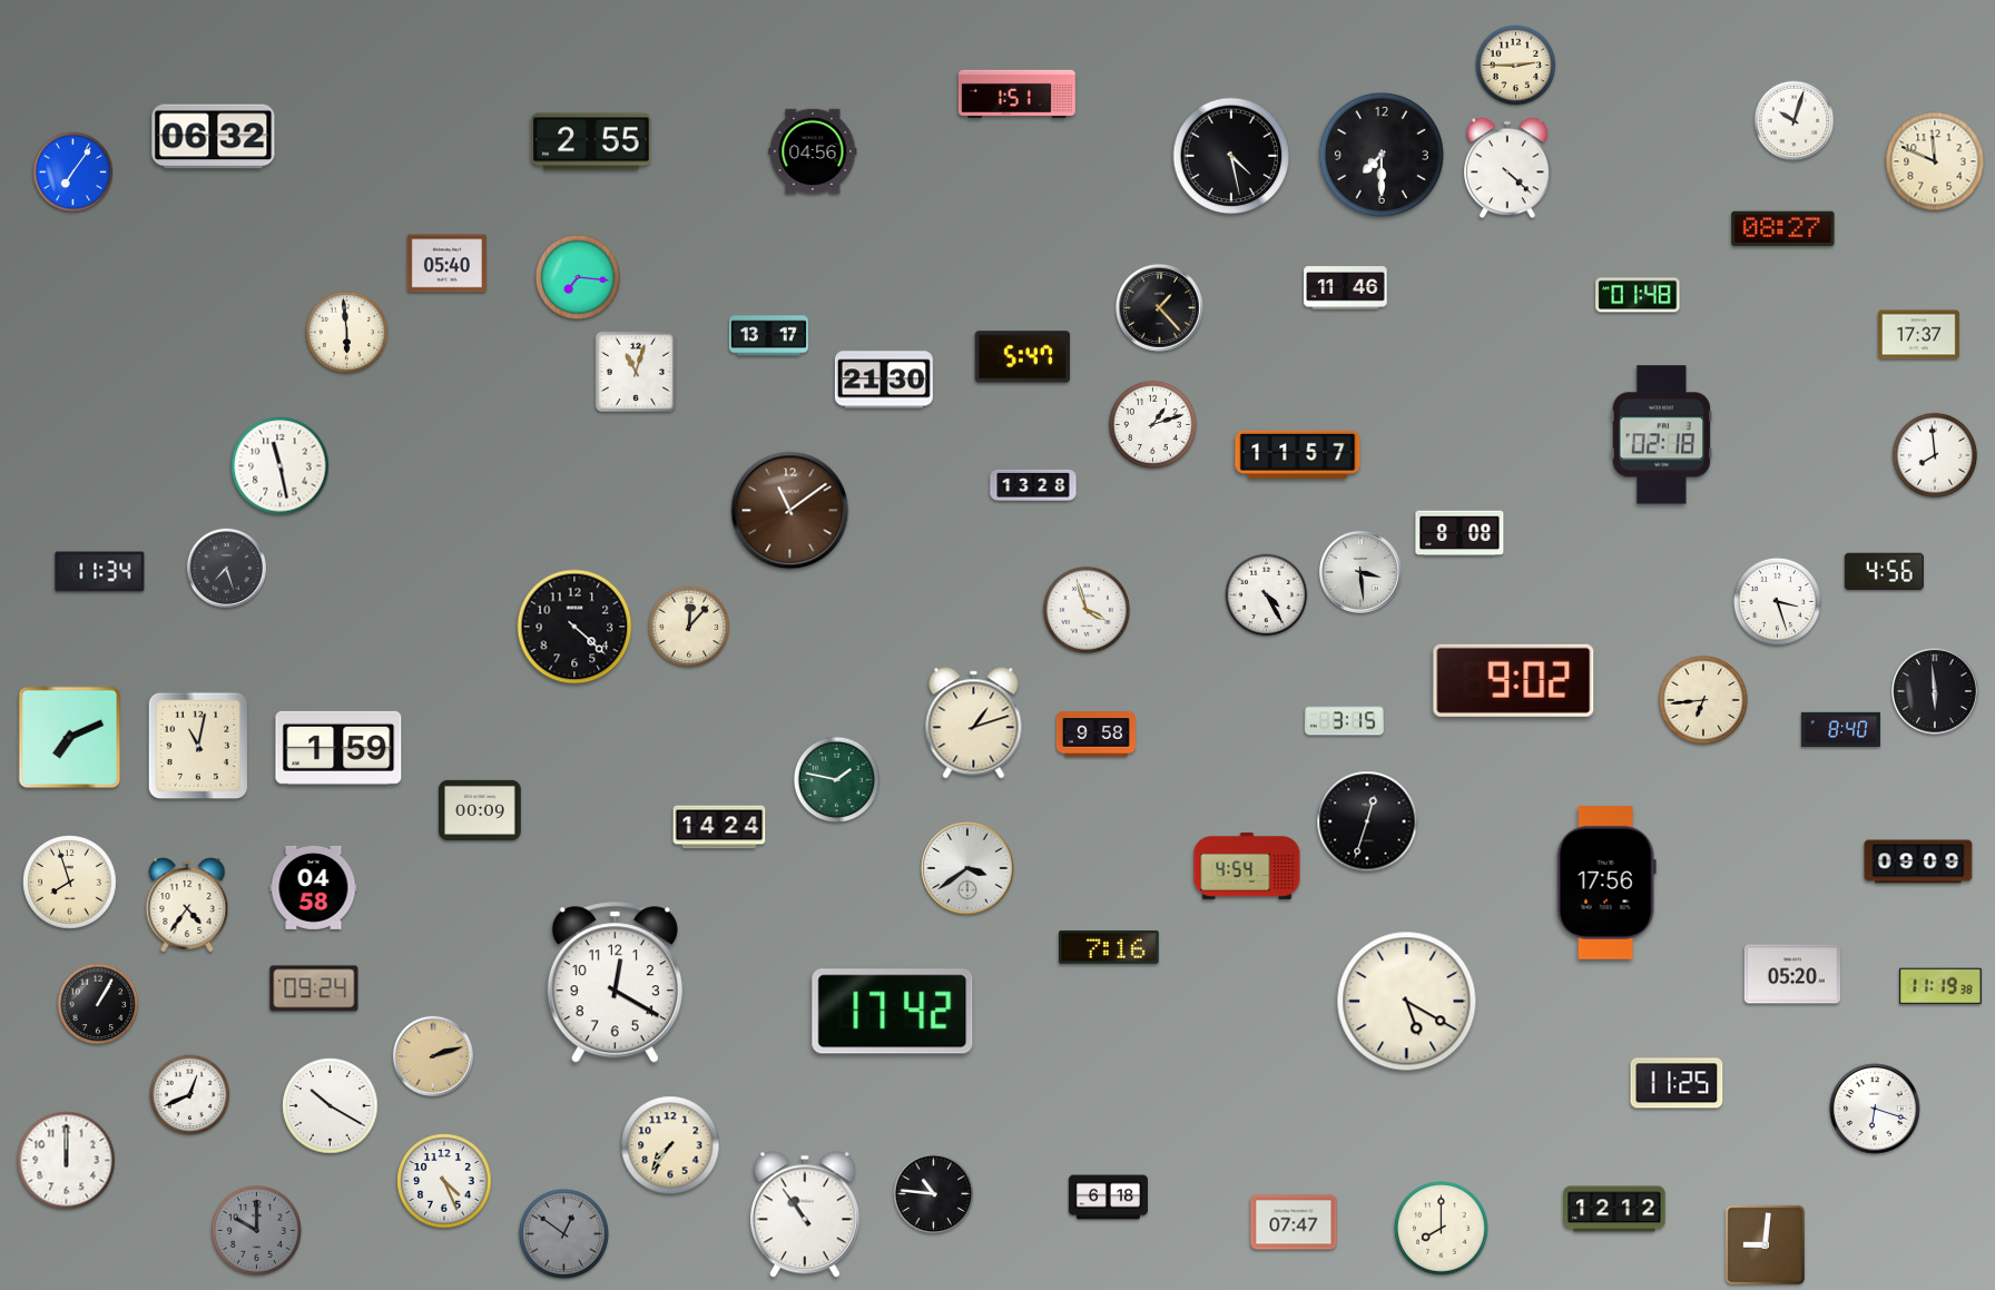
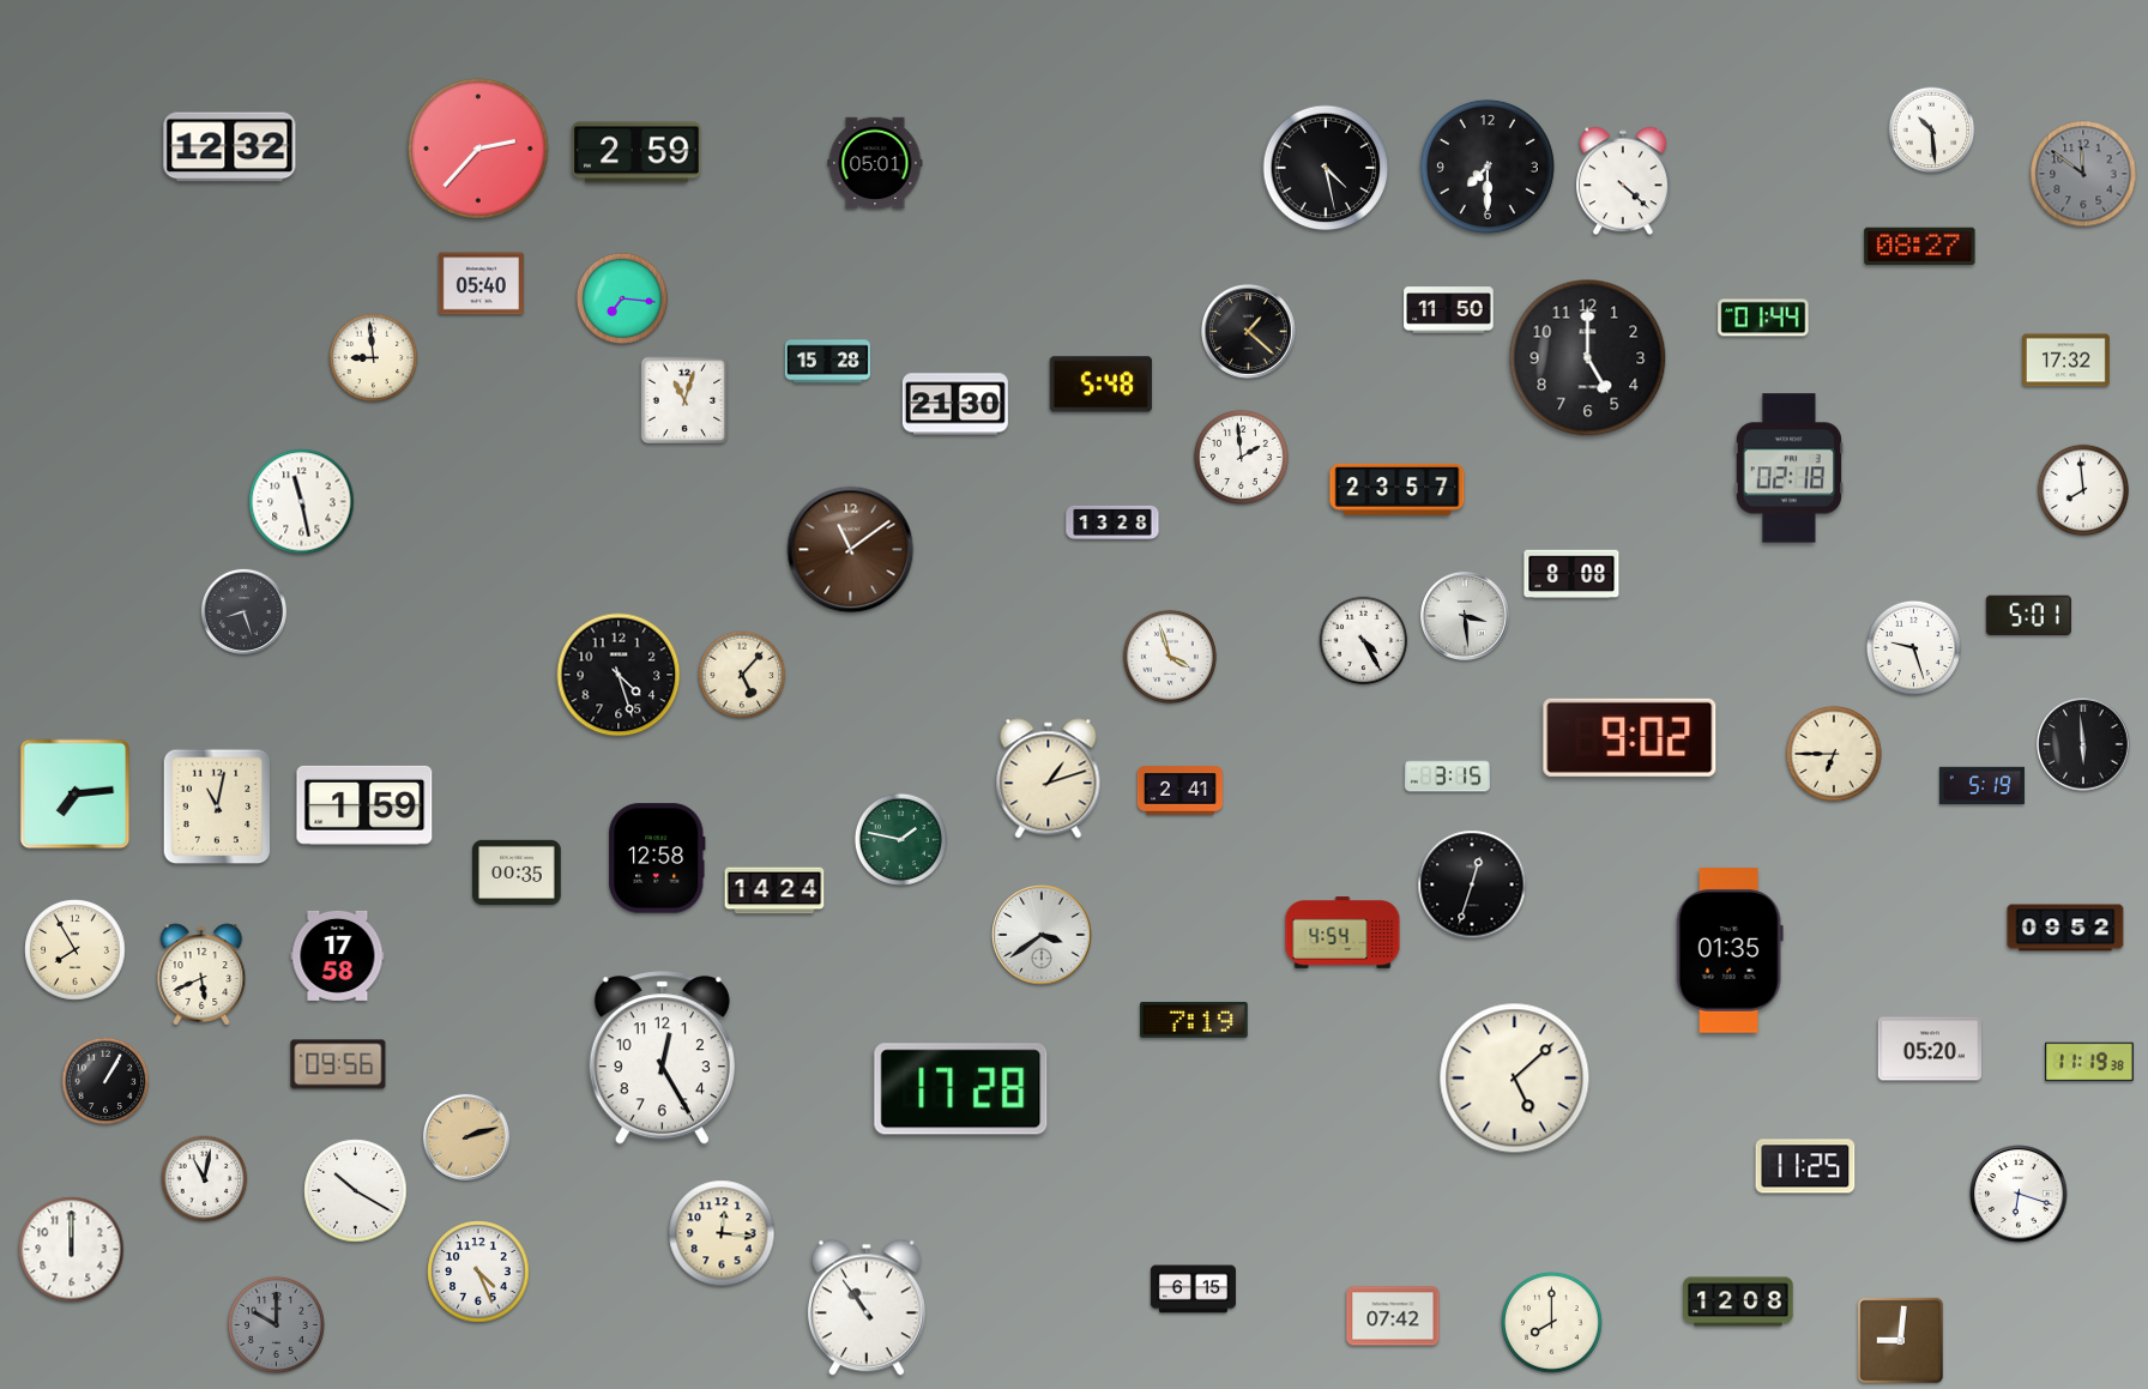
clock at (1516, 66): 2:45 -> none
clock at (1016, 93): 1:51 -> none
clock at (1795, 121): 10:03 -> 10:29
clock at (214, 137): 06:32 -> 12:32
clock at (478, 149): none -> 2:37
clock at (591, 141): 2:55 -> 2:59
clock at (813, 151): 04:56 -> 05:01
clock at (1935, 161): 11:49 -> 11:51
clock at (1935, 161) dial: cream -> grey
clock at (73, 173): 7:06 -> none
clock at (1346, 288): 11:46 -> 11:50
clock at (1638, 295): 01:48 -> 01:44
clock at (1160, 308): 1:23 -> 1:22
clock at (347, 333): 5:59 -> 8:59
clock at (1588, 358): none -> 5:00
clock at (1919, 335): 17:37 -> 17:32
clock at (768, 336): 13:17 -> 15:28
clock at (1023, 357): 5:47 -> 5:48
clock at (884, 380) position: (884, 380) -> (955, 404)
clock at (1152, 424): 1:12 -> 1:59
clock at (1298, 454): 11:57 -> 23:57
clock at (226, 568): 7:27 -> 8:27
clock at (1884, 571): 4:56 -> 5:01
clock at (100, 572): 11:34 -> none
clock at (1777, 601): 3:27 -> 9:27
clock at (574, 627): 4:22 -> 4:27
clock at (689, 627): 12:07 -> 5:07
clock at (1514, 680) position: (1514, 680) -> (1630, 737)
clock at (1703, 700): 6:44 -> 6:45
clock at (1840, 729): 8:40 -> 5:19
clock at (1095, 735): 9:58 -> 2:41
clock at (70, 738): 7:11 -> 7:14
clock at (198, 746) position: (198, 746) -> (217, 807)
clock at (657, 858): none -> 12:58
clock at (480, 810): 00:09 -> 00:35
clock at (1918, 861): 09:09 -> 09:52
clock at (70, 883): 7:57 -> 7:55
clock at (1606, 884): 17:56 -> 01:35
clock at (314, 887): 04:58 -> 17:58
clock at (187, 905): 4:36 -> 5:41
clock at (1109, 947): 7:16 -> 7:19
clock at (615, 983): 12:20 -> 12:25
clock at (314, 988): 09:24 -> 09:56
clock at (1407, 1002): 5:20 -> 5:08
clock at (893, 1012): 17:42 -> 17:28
clock at (190, 1095): 12:41 -> 11:02
clock at (670, 1145): 7:36 -> 12:16
clock at (934, 1194): 10:46 -> none
clock at (1108, 1198): 6:18 -> 6:15
clock at (1614, 1209): 12:12 -> 12:08
clock at (1294, 1222): 07:47 -> 07:42
clock at (563, 1233): 12:51 -> none
